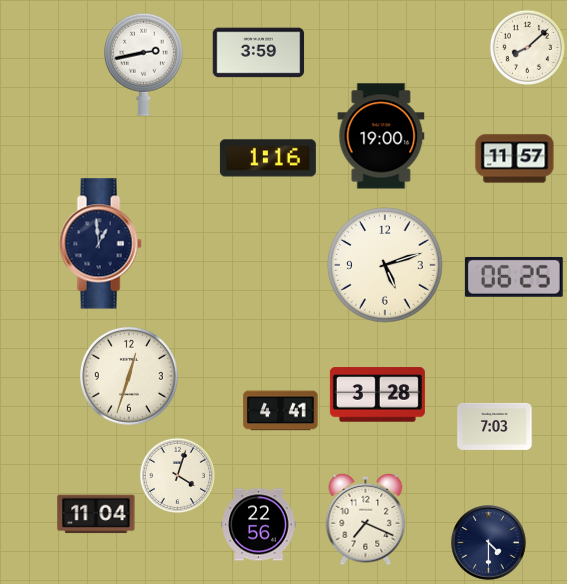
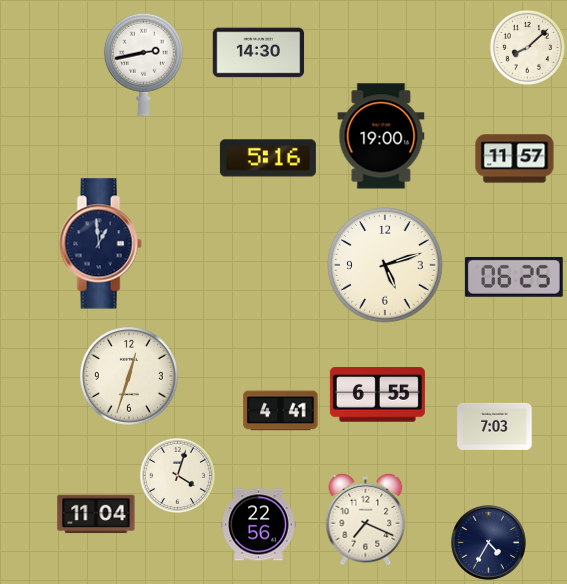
clock at (259, 53): 3:59 -> 14:30
clock at (268, 158): 1:16 -> 5:16
clock at (377, 395): 3:28 -> 6:55
clock at (489, 543): 4:30 -> 4:35
